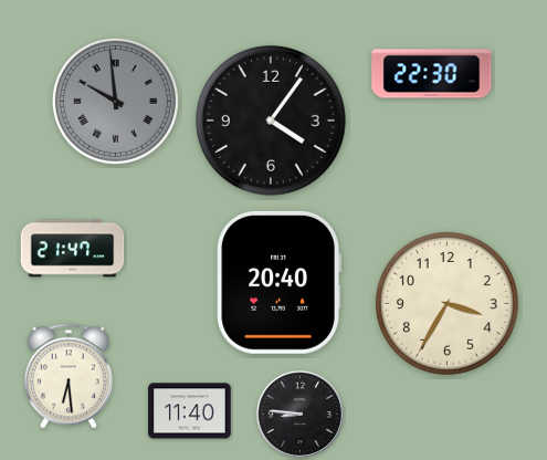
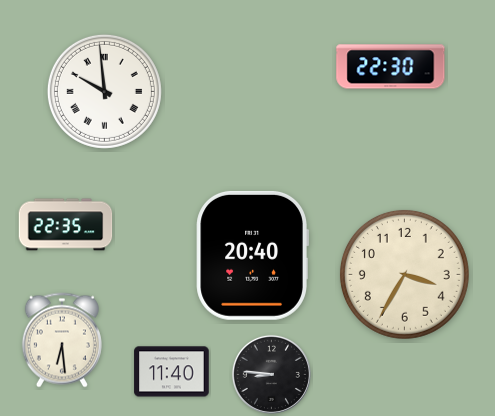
clock at (115, 101) dial: grey -> white
clock at (271, 121): 4:06 -> none
clock at (73, 249): 21:47 -> 22:35
